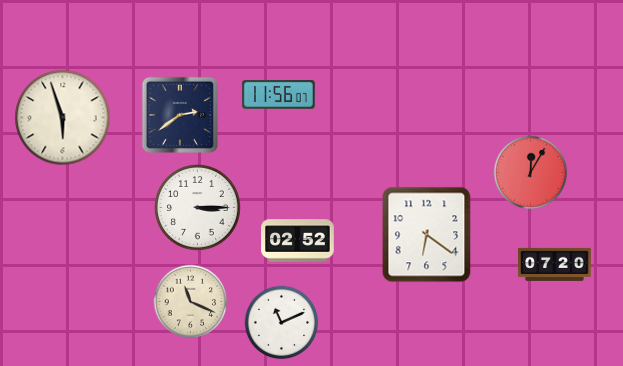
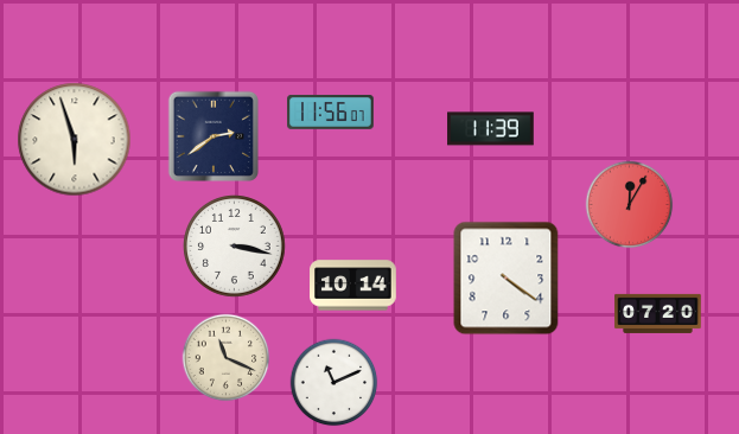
clock at (491, 129): none -> 11:39
clock at (198, 208): 3:15 -> 3:17
clock at (427, 235): 6:21 -> 4:21
clock at (298, 241): 02:52 -> 10:14
